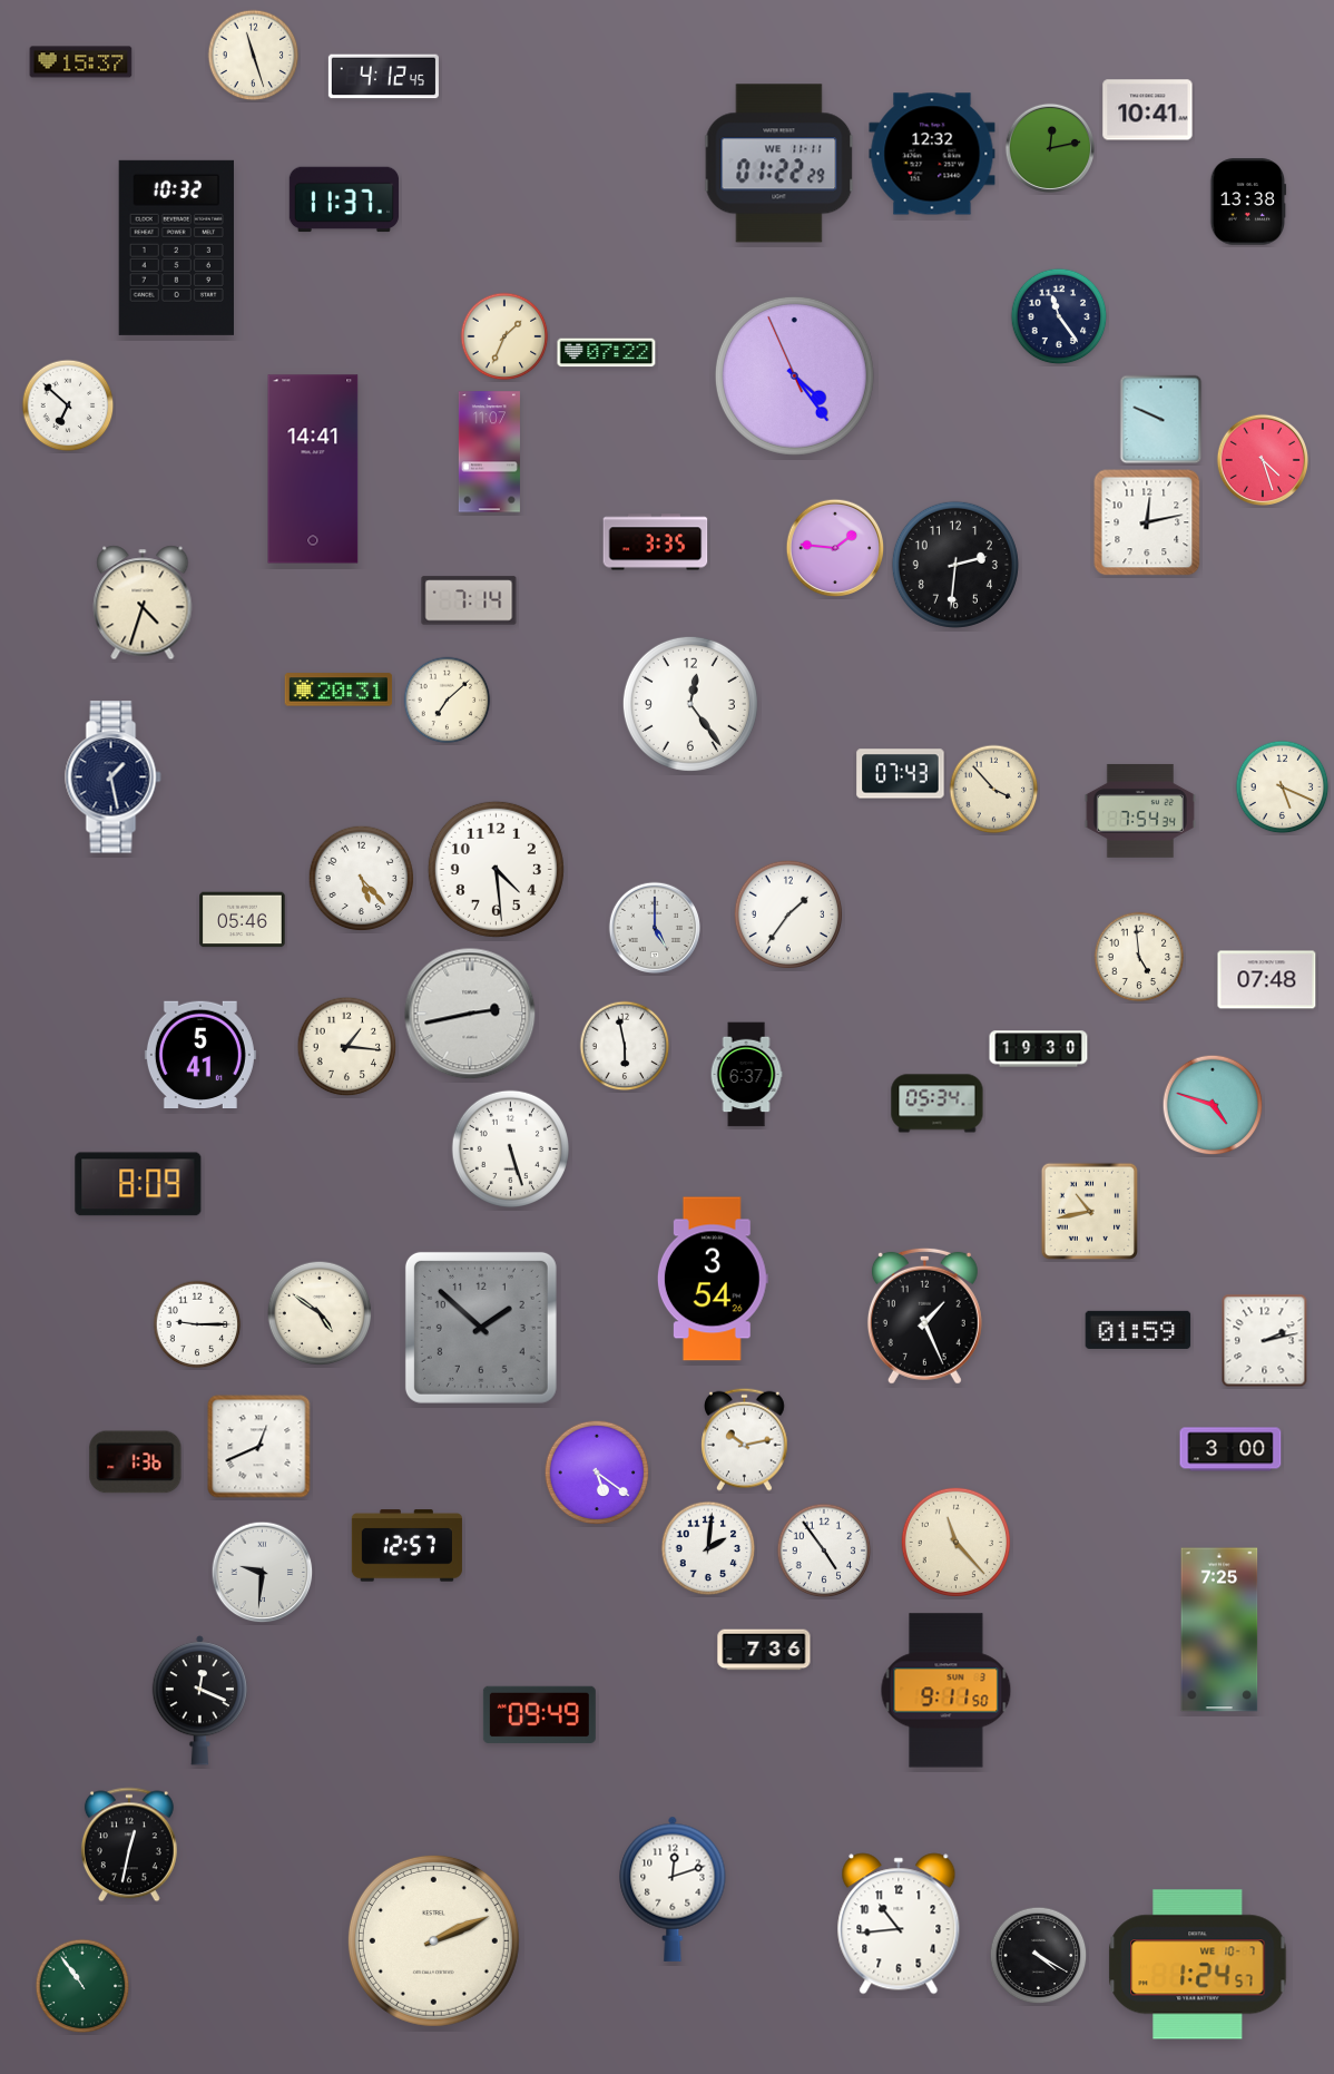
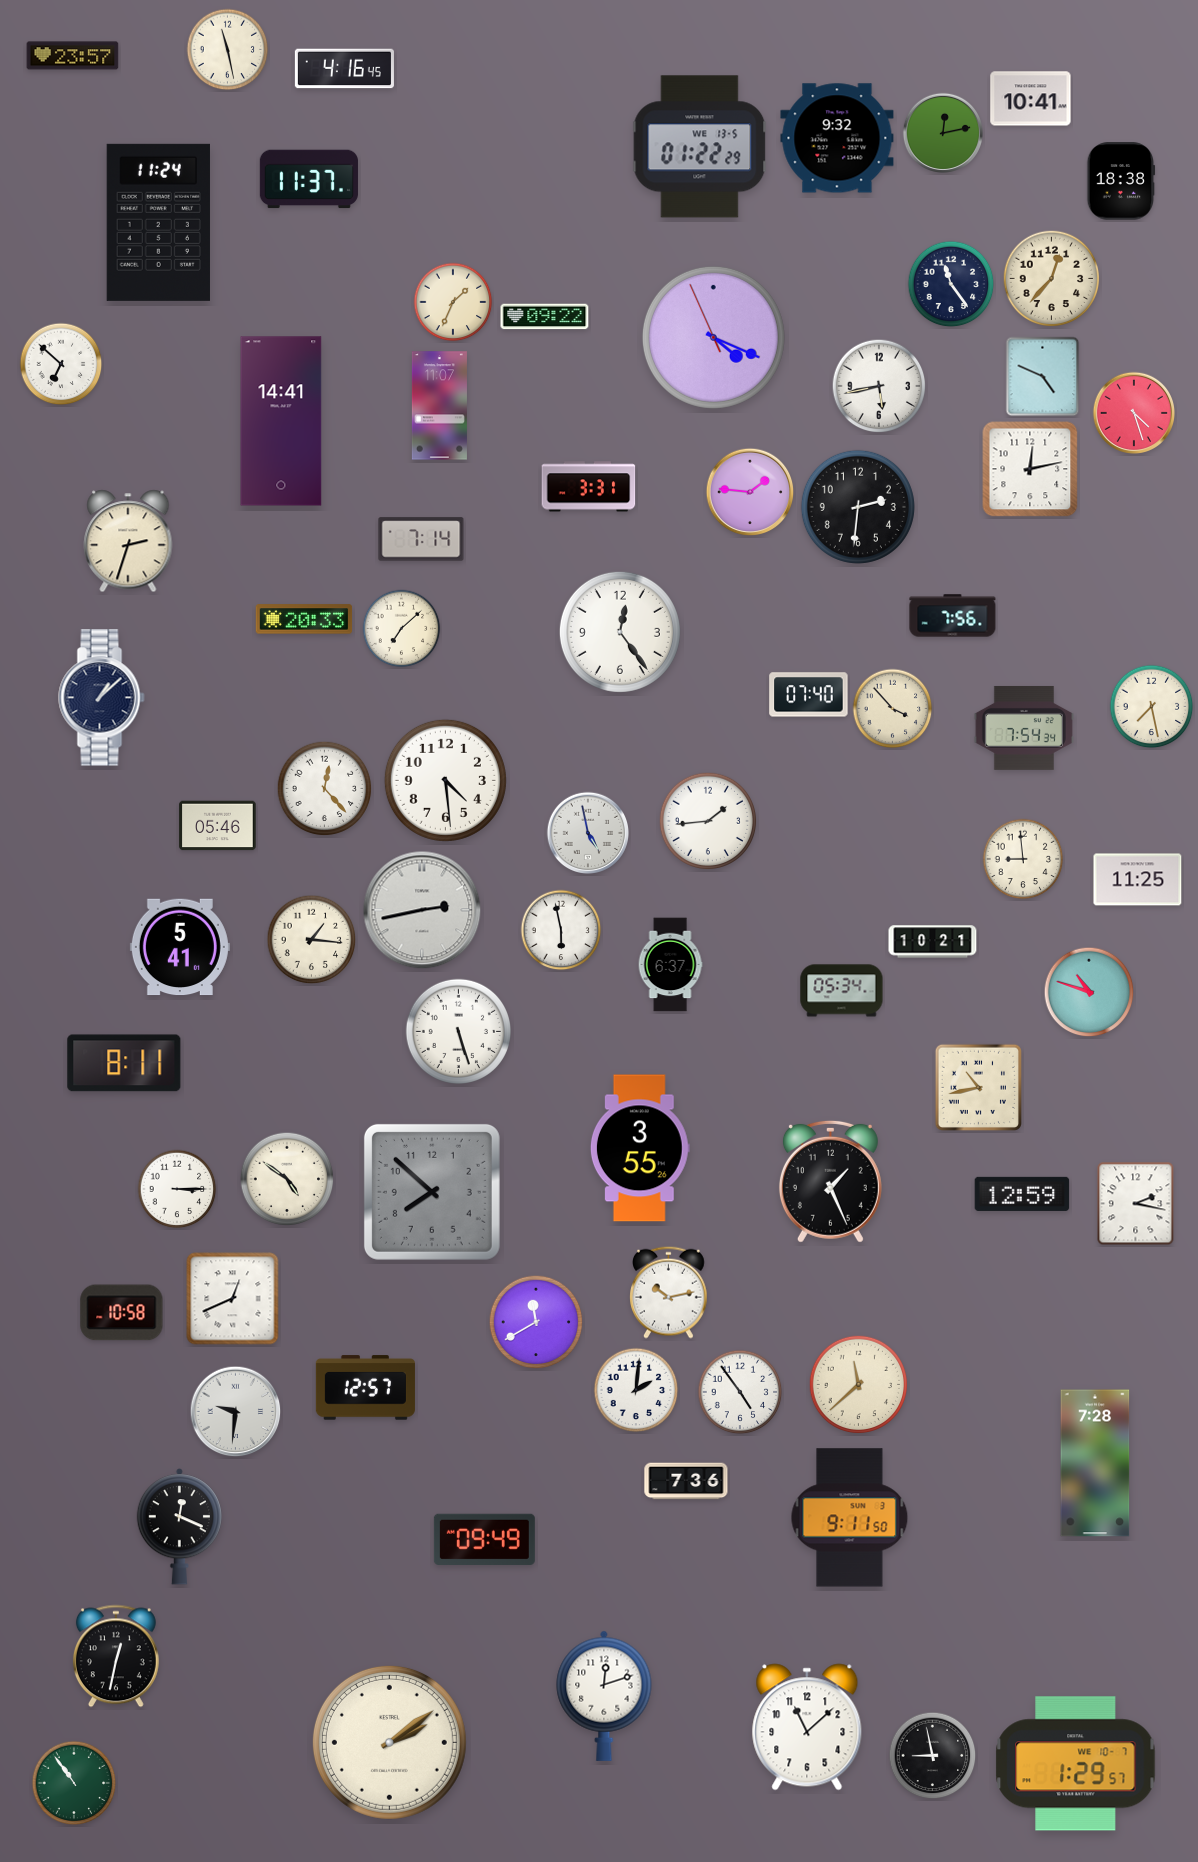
clock at (254, 56): 11:27 -> 11:28
clock at (81, 62): 15:37 -> 23:57
clock at (383, 77): 4:12 -> 4:16
clock at (932, 154): 12:32 -> 9:32
clock at (779, 164) date: WE 11-11 -> WE 13-5
clock at (1248, 202): 13:38 -> 18:38
clock at (176, 247): 10:32 -> 11:24
clock at (1052, 279): none -> 12:37
clock at (607, 353): 07:22 -> 09:22
clock at (794, 375): 4:23 -> 4:18
clock at (1161, 420): 9:49 -> 4:49
clock at (879, 386): none -> 5:43
clock at (656, 542): 3:35 -> 3:31
clock at (143, 603): 4:33 -> 2:33
clock at (953, 616): none -> 7:56
clock at (339, 689): 20:31 -> 20:33
clock at (901, 774): 07:43 -> 07:40
clock at (114, 777): 1:28 -> 1:08
clock at (1283, 787): 5:19 -> 7:28
clock at (362, 879): 5:23 -> 12:23
clock at (788, 914): 1:36 -> 1:44
clock at (654, 927): 5:00 -> 4:58
clock at (1139, 957): 4:59 -> 8:59
clock at (1267, 980): 07:48 -> 11:25
clock at (625, 1046) position: (625, 1046) -> (561, 930)
clock at (1039, 1049): 19:30 -> 10:21
clock at (1213, 1105): 4:48 -> 10:48
clock at (138, 1184): 8:09 -> 8:11
clock at (713, 1279): 3:54 -> 3:55
clock at (197, 1324): 9:15 -> 3:15
clock at (481, 1328): 1:52 -> 7:52
clock at (1138, 1330): 01:59 -> 12:59
clock at (1265, 1341): 2:13 -> 2:17
clock at (1230, 1449): 3:00 -> none
clock at (136, 1462): 1:36 -> 10:58
clock at (597, 1473): 5:21 -> 11:40
clock at (957, 1543): 11:23 -> 11:38
clock at (1219, 1630): 7:25 -> 7:28
clock at (899, 1924): 10:44 -> 11:08
clock at (433, 1940): 2:11 -> 2:09
clock at (1039, 1956): 4:20 -> 8:58
clock at (1198, 1965): 1:24 -> 1:29
